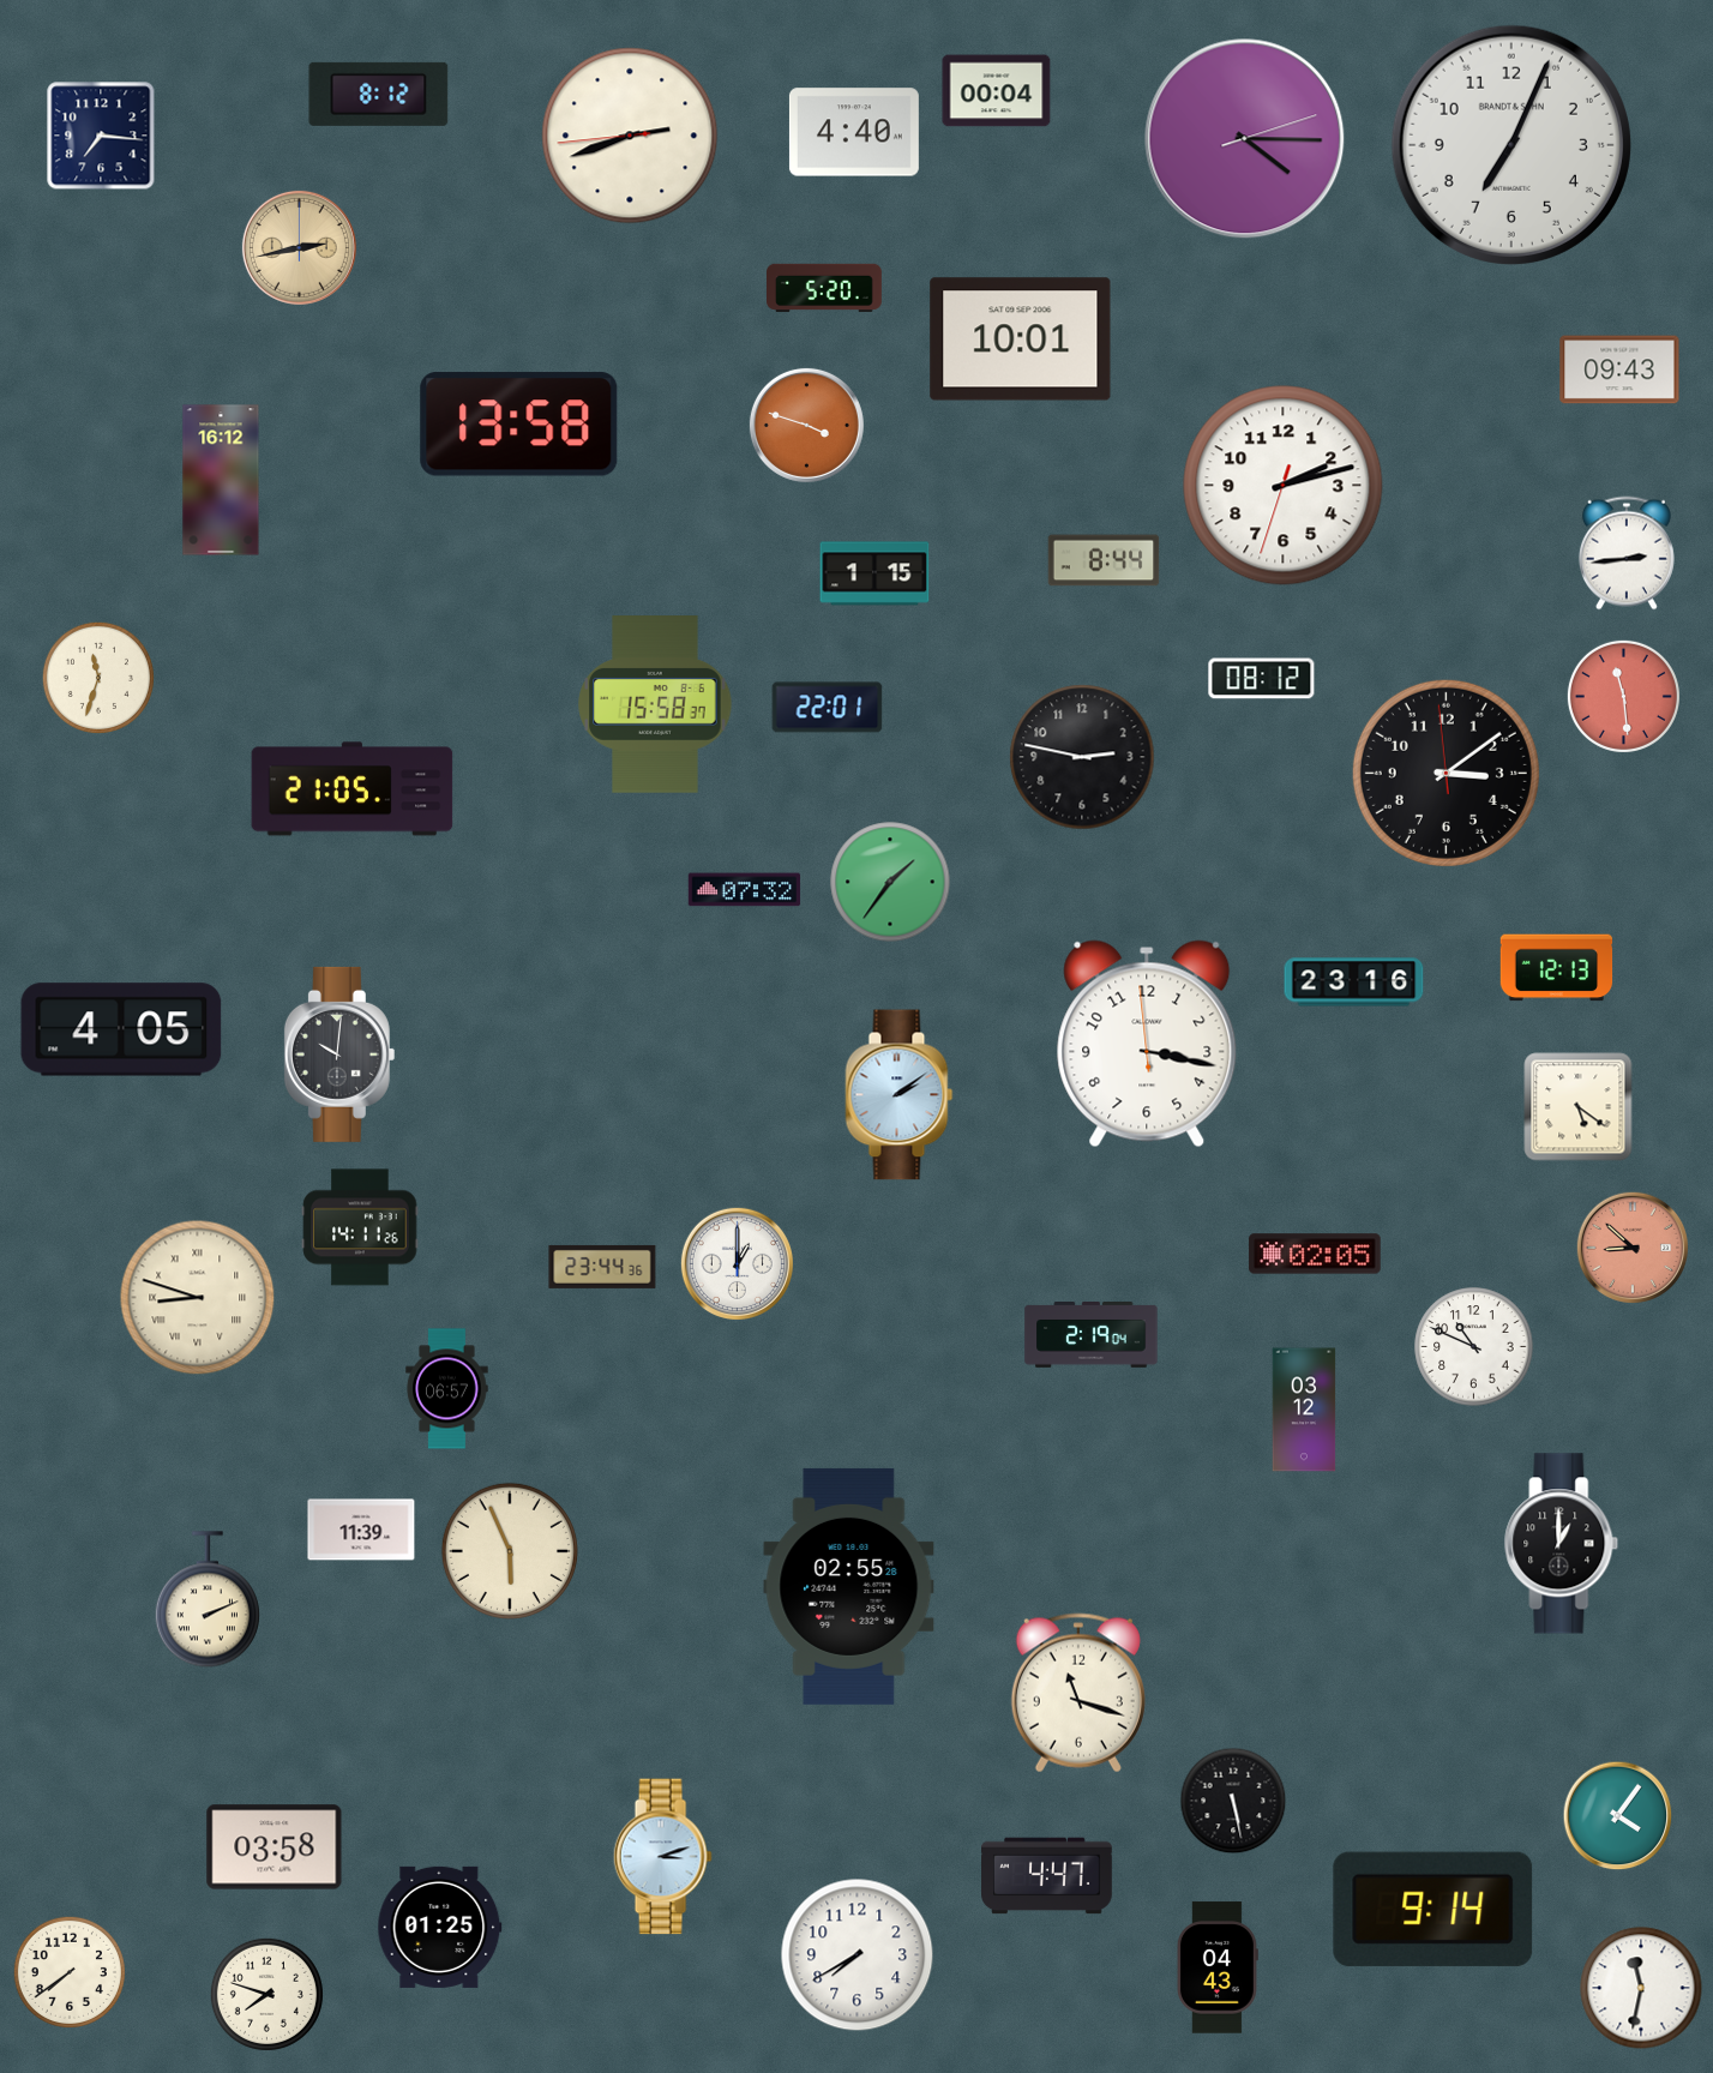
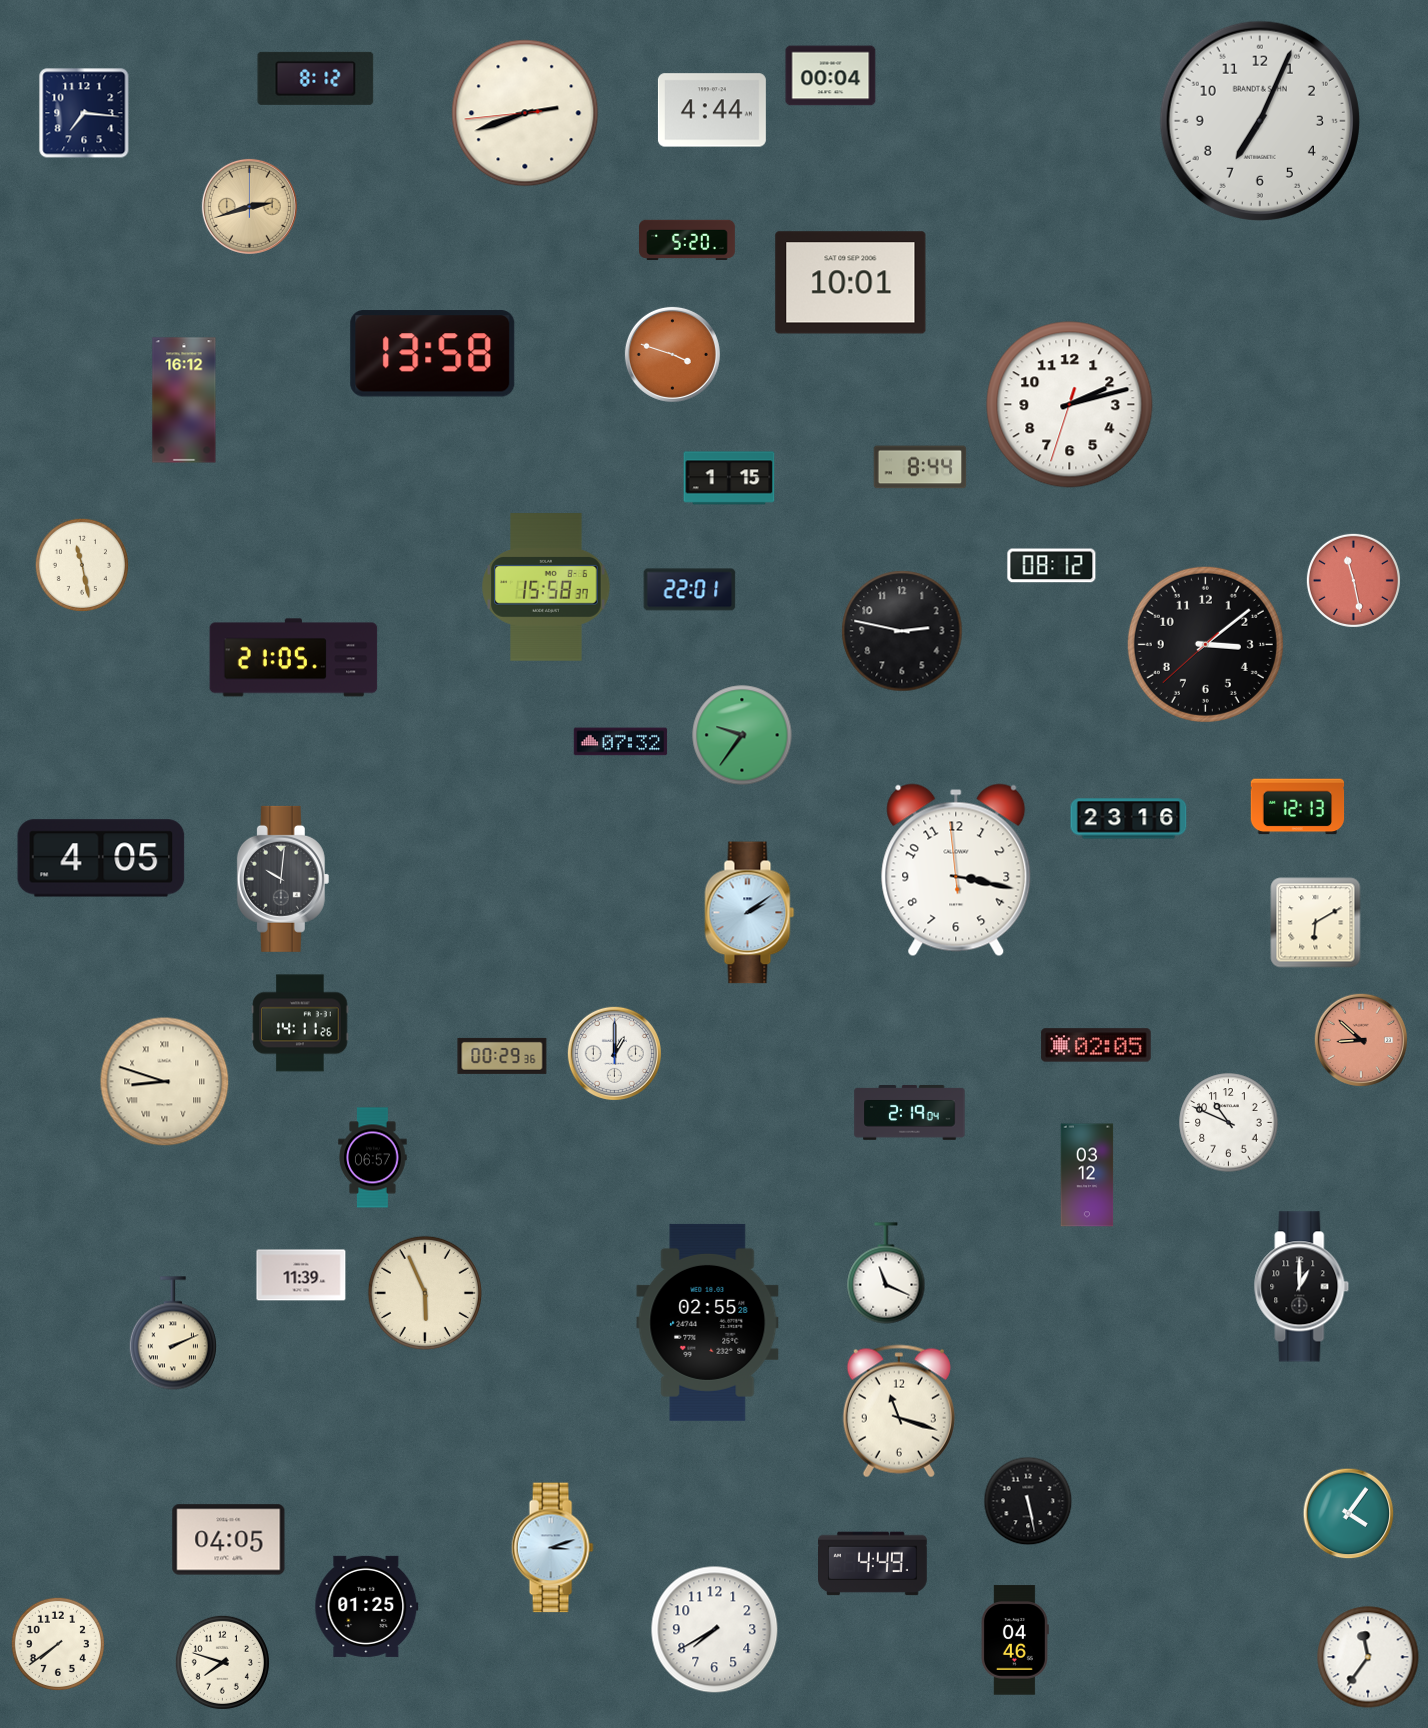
clock at (854, 132): 4:40 -> 4:44
clock at (1245, 139): 4:15 -> none
clock at (299, 247): 2:43 -> 2:42
clock at (1619, 369): 09:43 -> none
clock at (1627, 553): 2:44 -> none
clock at (98, 678): 11:33 -> 11:28
clock at (1623, 696): 11:29 -> 11:28
clock at (1445, 773): 3:08:59 -> 3:08:38
clock at (890, 882): 1:36 -> 9:36
clock at (1579, 1107): 5:21 -> 6:10
clock at (602, 1267): 23:44 -> 00:29
clock at (886, 1273): none -> 11:19
clock at (275, 1847): 03:58 -> 04:05
clock at (1047, 1876): 4:47 -> 4:49
clock at (1433, 1909): 9:14 -> none
clock at (1216, 1967): 04:43 -> 04:46
clock at (1641, 1988): 11:32 -> 11:36
